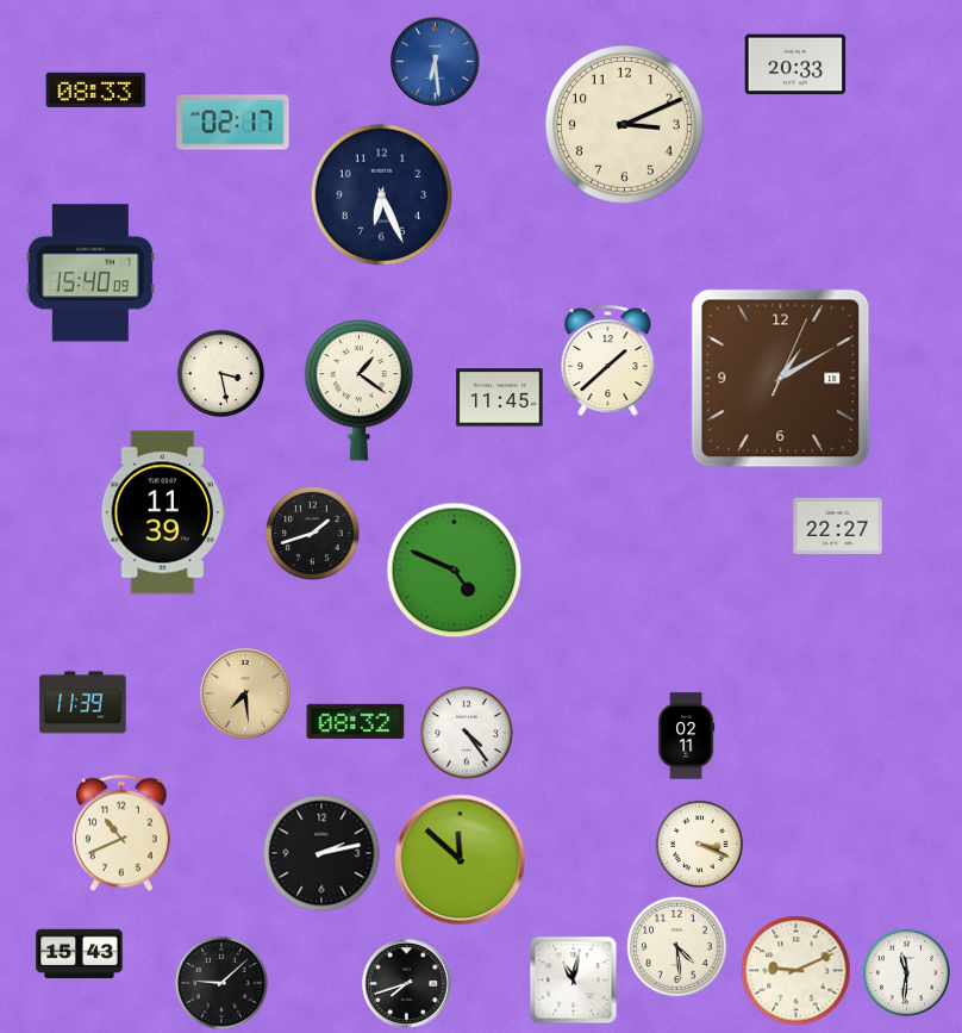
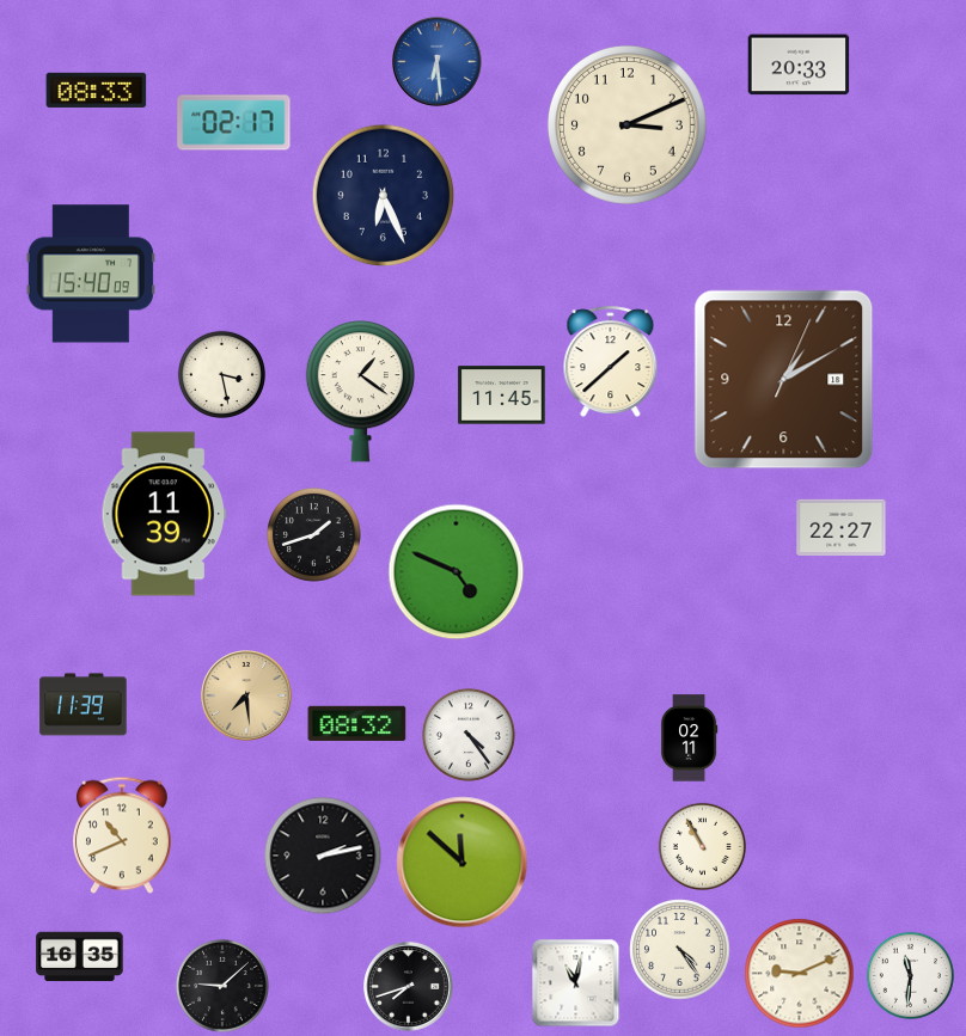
clock at (500, 398) position: (500, 398) -> (502, 396)
clock at (699, 844): 3:19 -> 10:55
clock at (677, 947): 4:29 -> 4:24
clock at (80, 954): 15:43 -> 16:35
